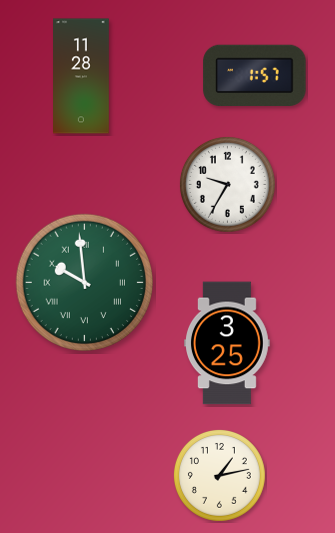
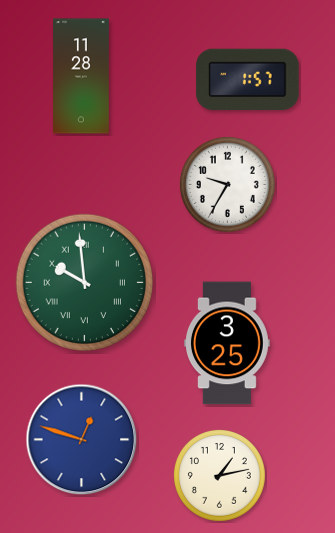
clock at (255, 76) position: (255, 76) -> (248, 80)
clock at (82, 440): none -> 12:48
